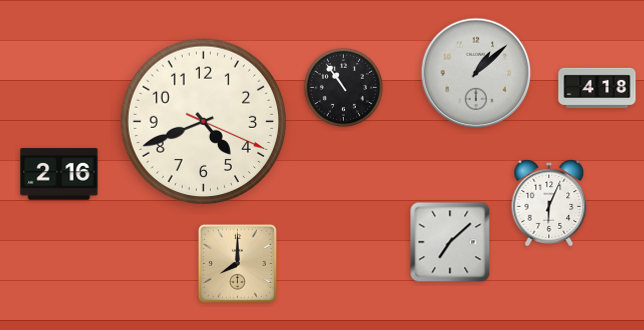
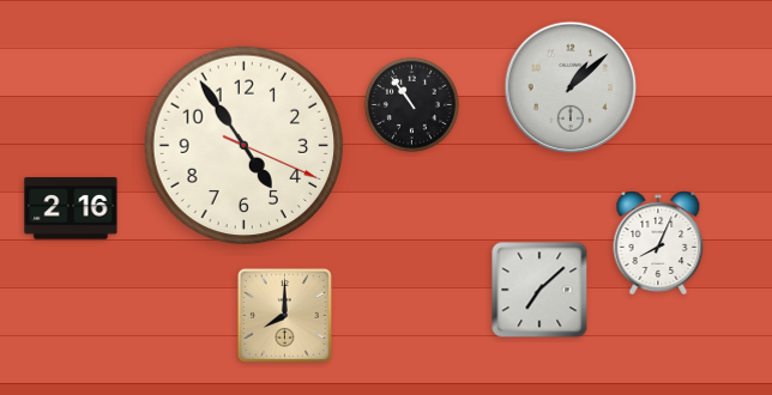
clock at (597, 88): 4:18 -> none
clock at (204, 122): 4:41 -> 4:54
clock at (549, 203): 6:04 -> 8:04
